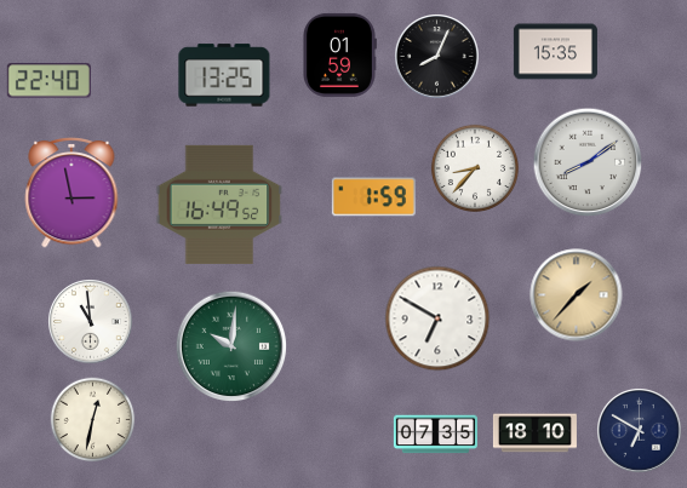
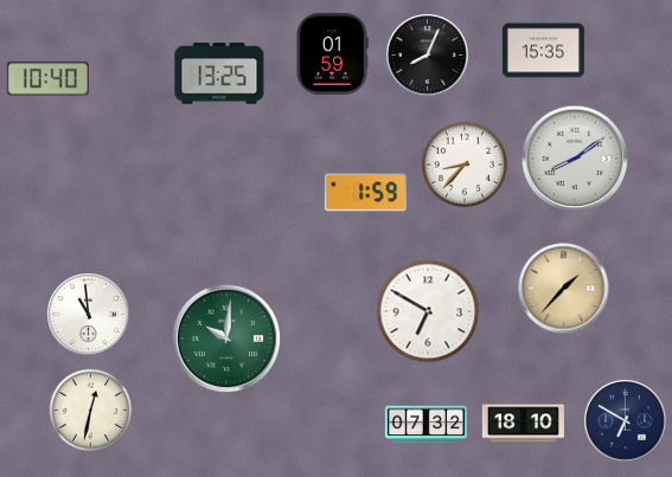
clock at (48, 81): 22:40 -> 10:40
clock at (71, 193): 2:58 -> none
clock at (219, 205): 16:49 -> none
clock at (435, 435): 07:35 -> 07:32
